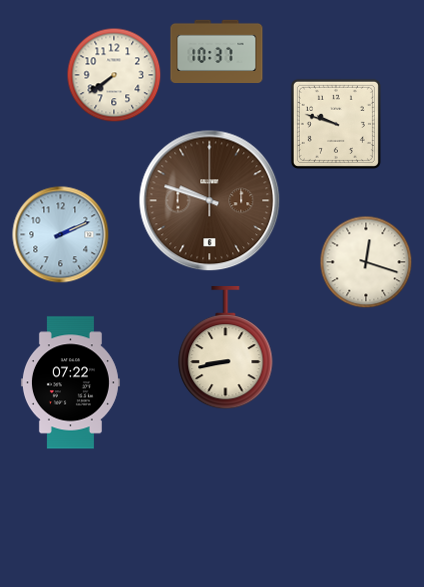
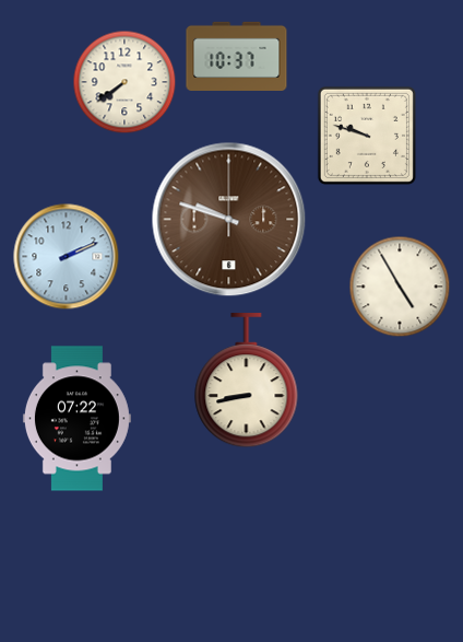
clock at (366, 262): 12:18 -> 4:55
